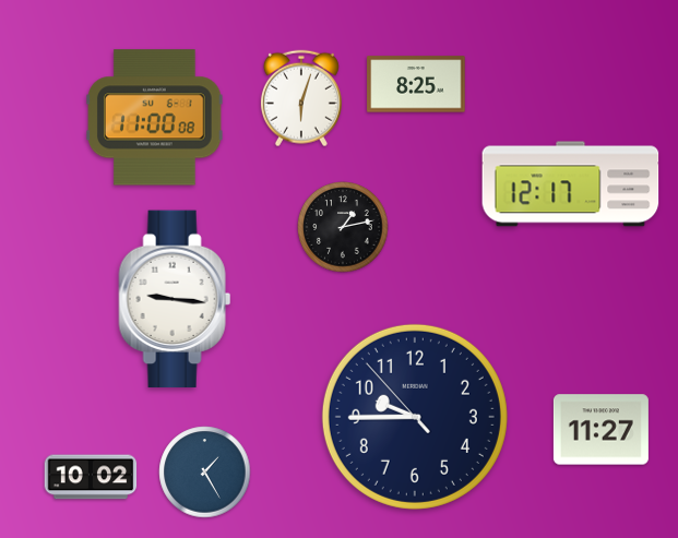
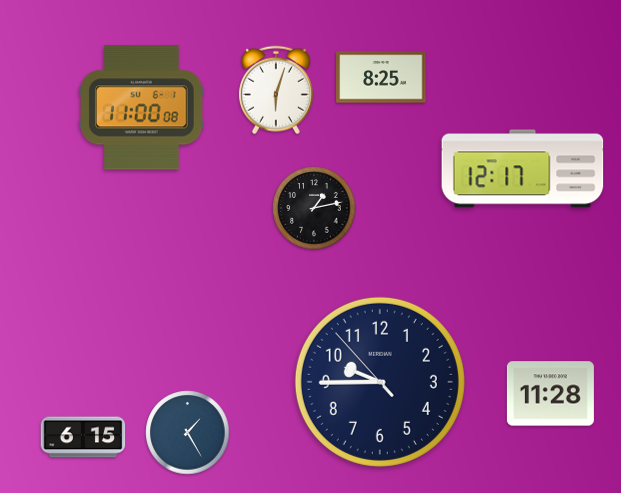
clock at (175, 299): 9:16 -> none
clock at (600, 430): 11:27 -> 11:28
clock at (91, 477): 10:02 -> 6:15
